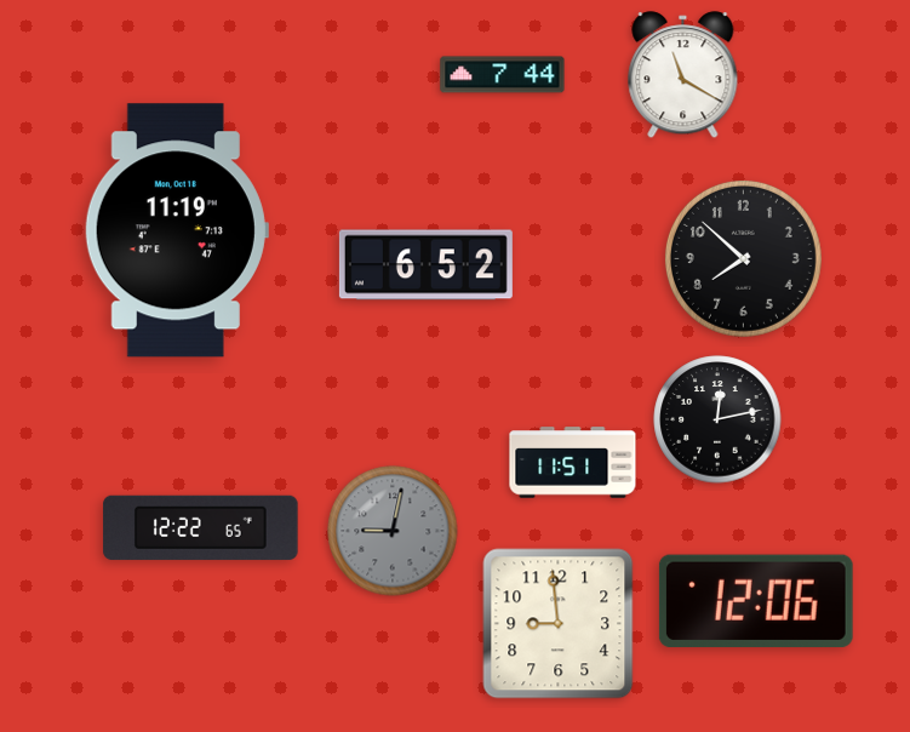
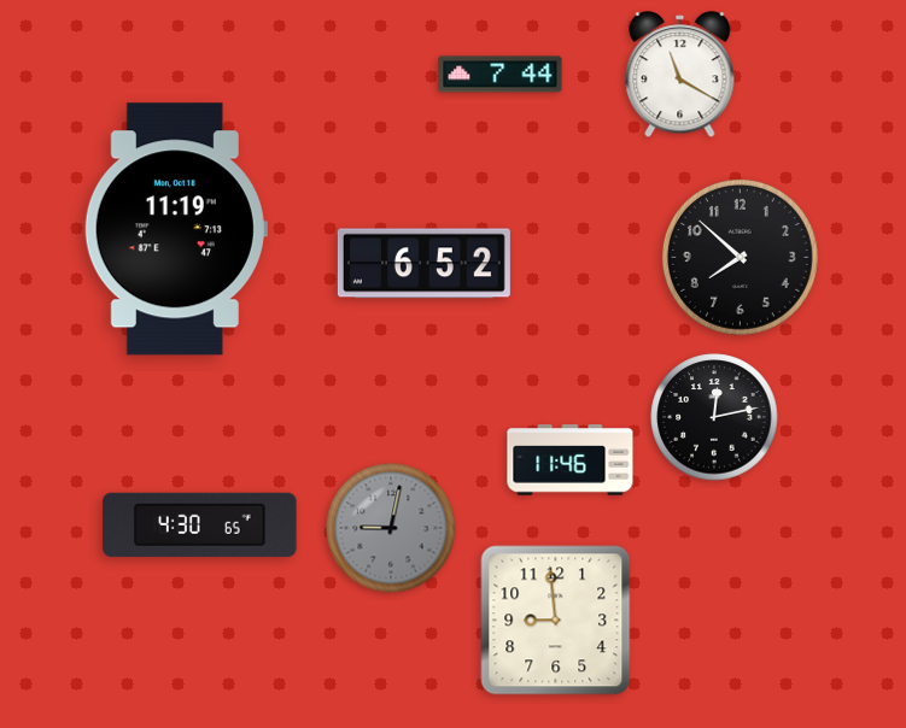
clock at (573, 463): 11:51 -> 11:46
clock at (201, 527): 12:22 -> 4:30
clock at (756, 601): 12:06 -> none
